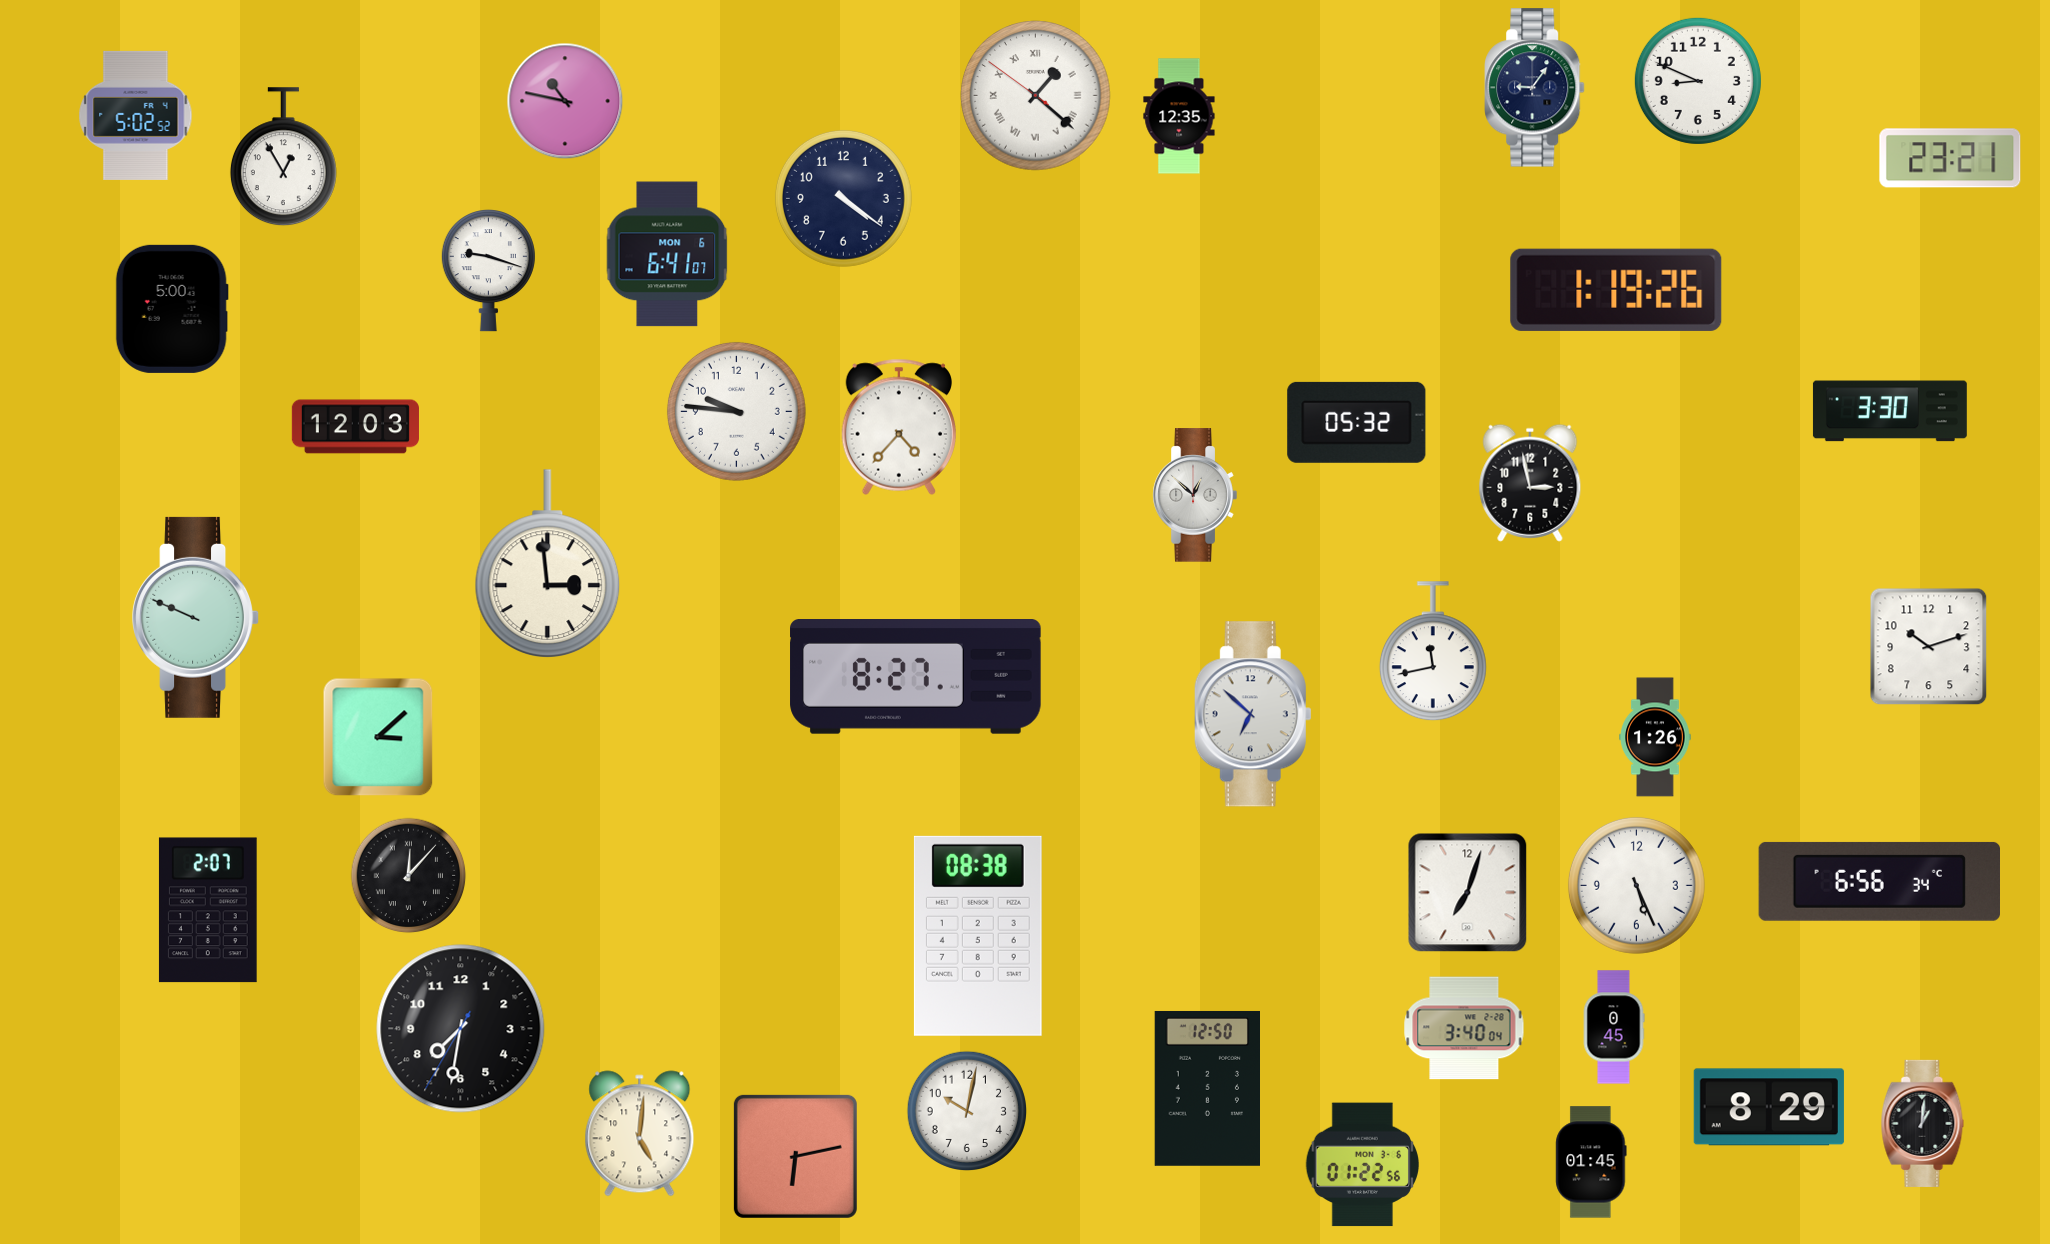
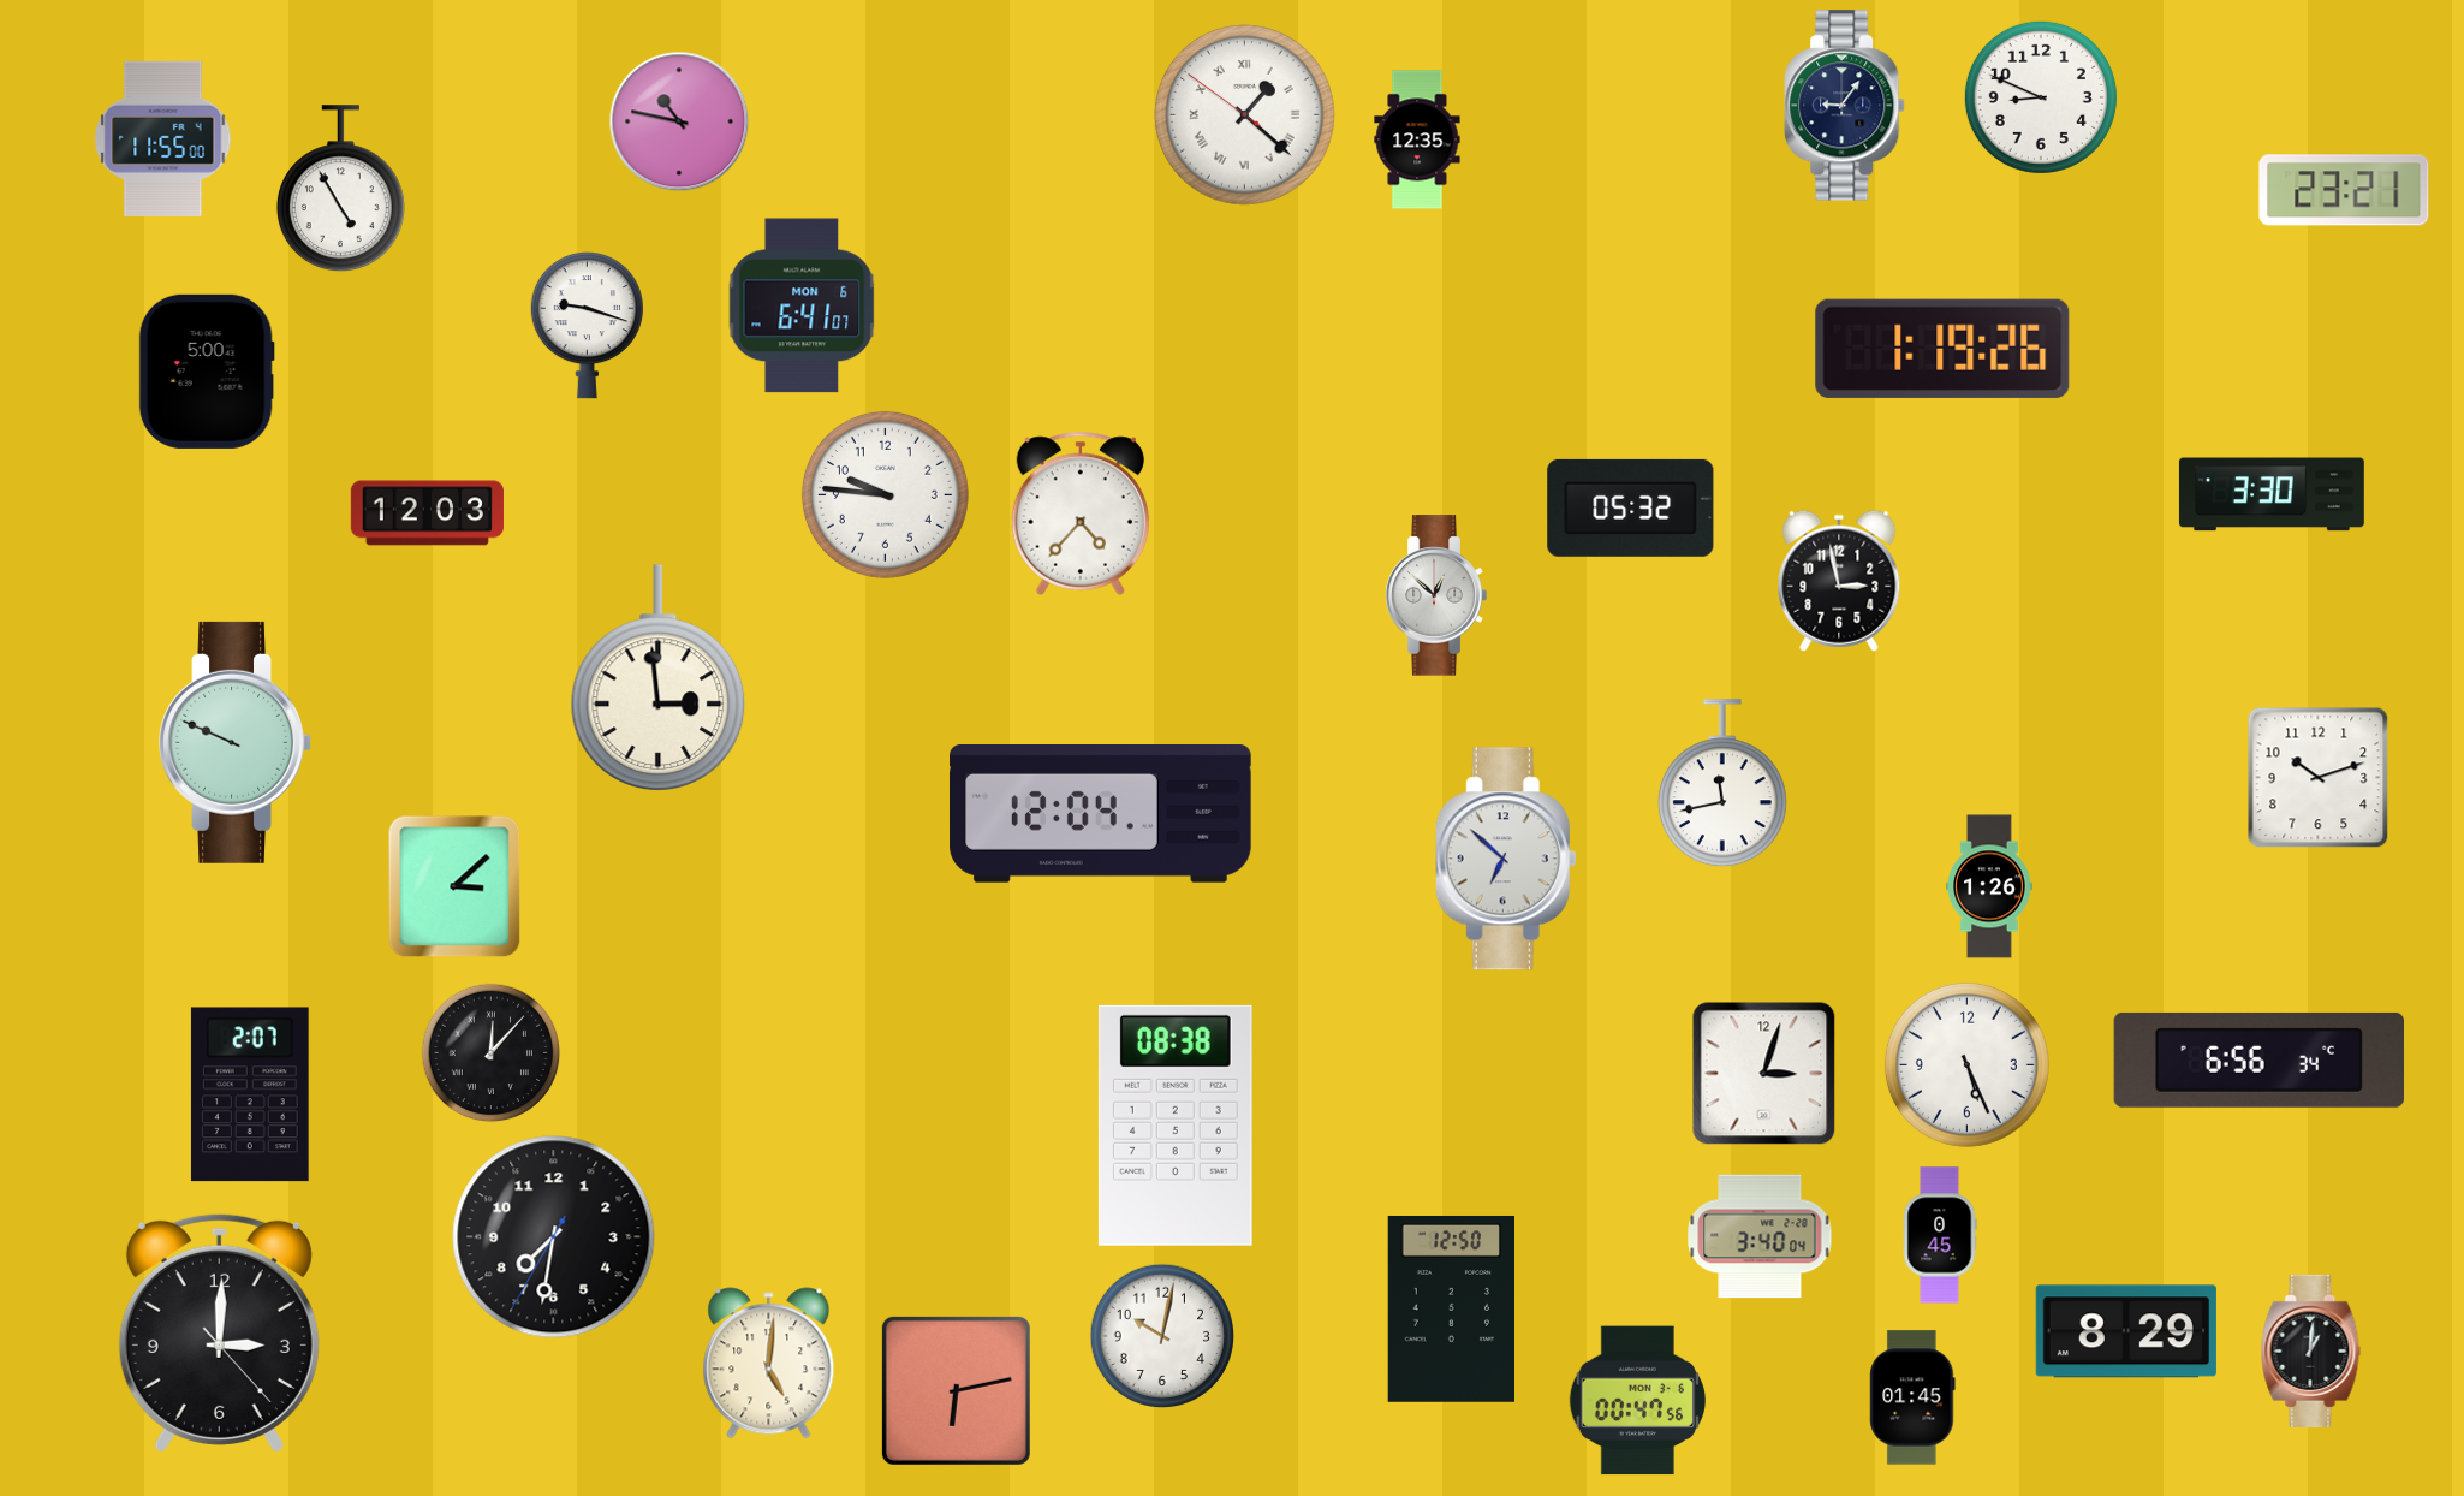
clock at (136, 115): 5:02 -> 11:55
clock at (283, 157): 12:55 -> 4:55
clock at (843, 198): 4:21 -> none
clock at (916, 677): 8:27 -> 12:04
clock at (1468, 893): 7:03 -> 3:03
clock at (219, 1332): none -> 3:00
clock at (1362, 1165): 01:22 -> 00:47
